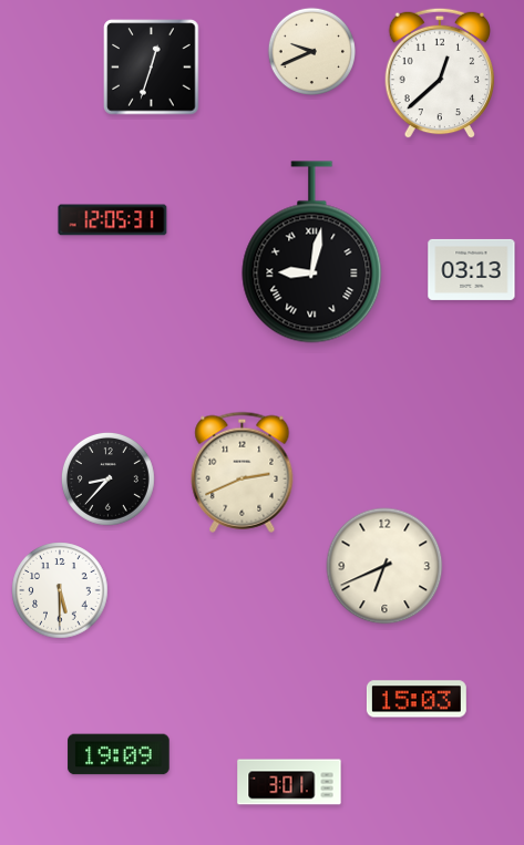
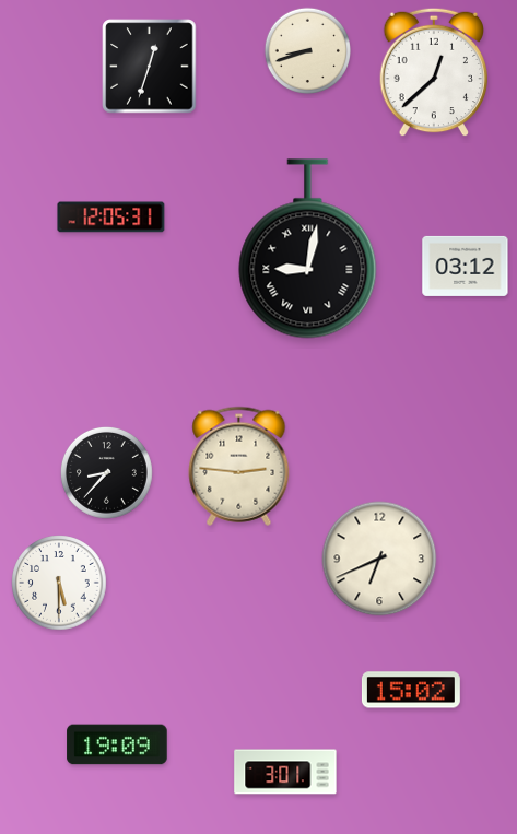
clock at (311, 51): 9:41 -> 8:42
clock at (472, 269): 03:13 -> 03:12
clock at (243, 472): 2:41 -> 2:46
clock at (417, 699): 15:03 -> 15:02
